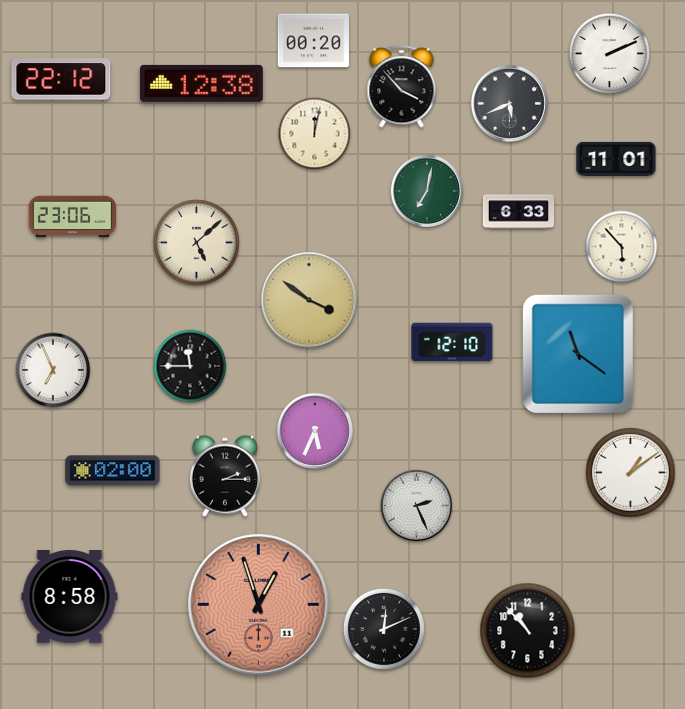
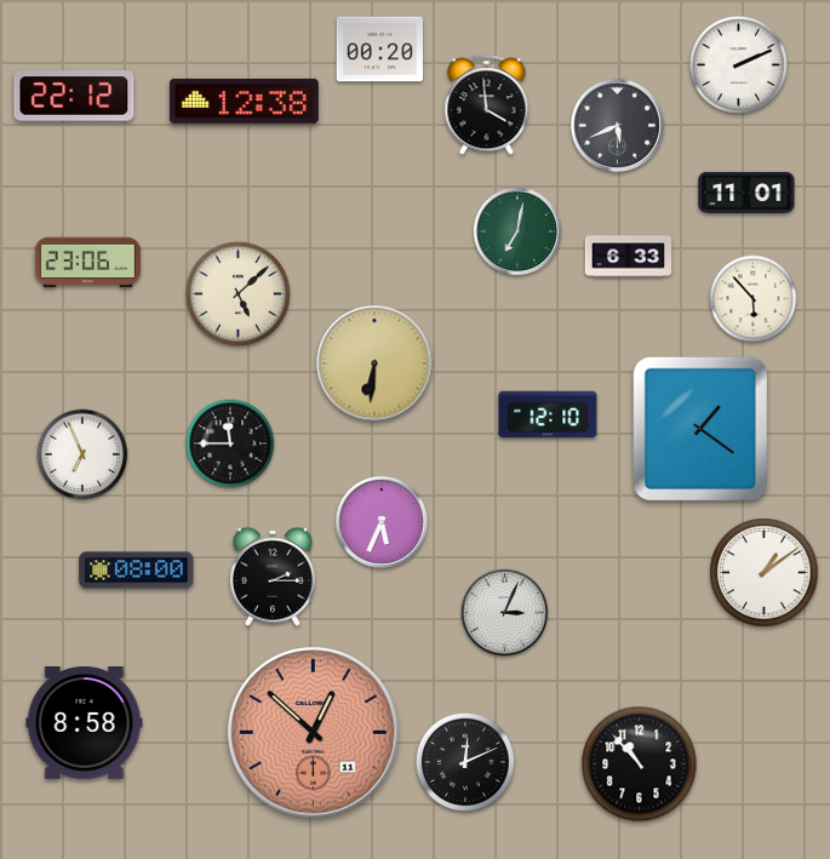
clock at (402, 87): 3:53 -> 3:59
clock at (315, 134): 12:02 -> none
clock at (309, 300): 3:51 -> 6:31
clock at (578, 354): 11:21 -> 1:21
clock at (53, 370) position: (53, 370) -> (82, 454)
clock at (113, 471): 02:00 -> 08:00
clock at (417, 506): 2:26 -> 3:04
clock at (259, 605): 12:57 -> 12:52
